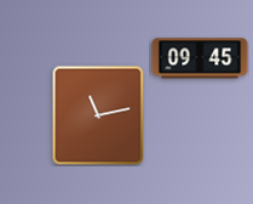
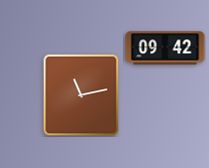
clock at (200, 58): 09:45 -> 09:42
